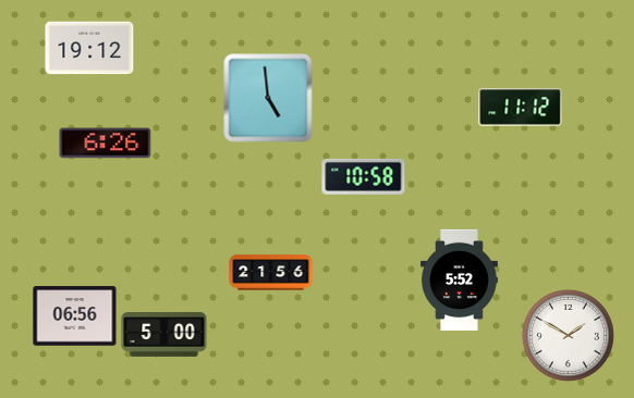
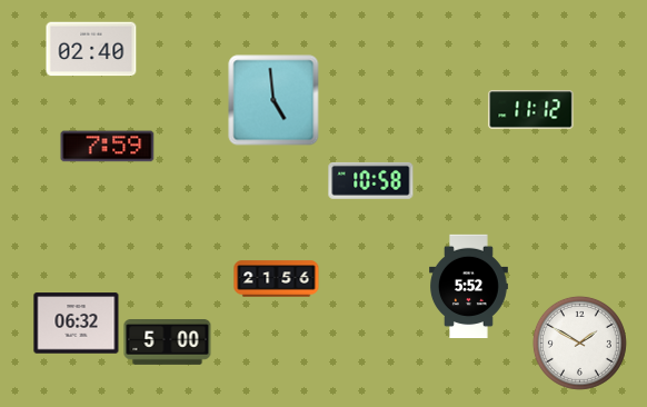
clock at (89, 48): 19:12 -> 02:40
clock at (106, 144): 6:26 -> 7:59
clock at (75, 316): 06:56 -> 06:32
